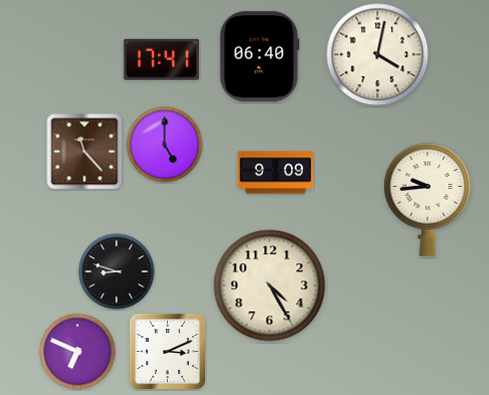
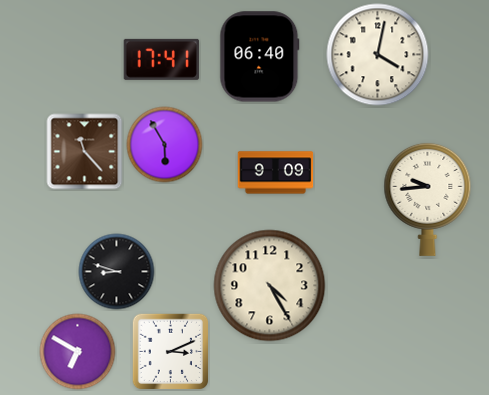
clock at (165, 145): 5:00 -> 5:55
clock at (167, 351) position: (167, 351) -> (170, 351)
clock at (78, 352): 6:49 -> 6:50
